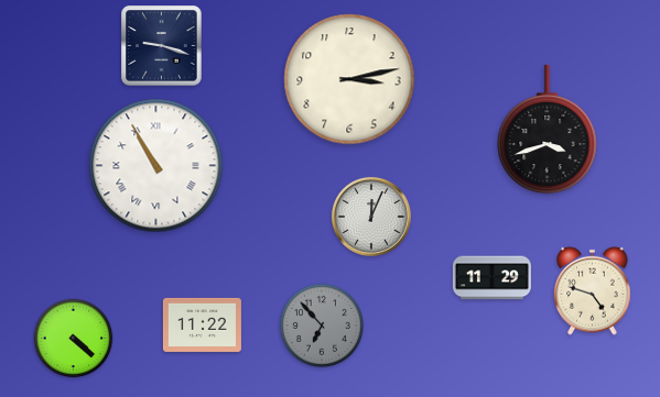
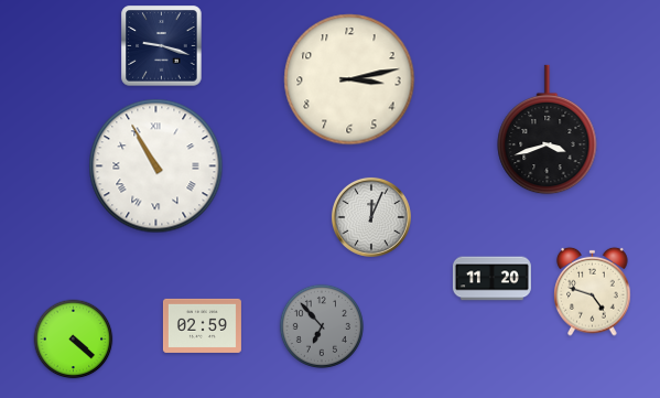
clock at (491, 278): 11:29 -> 11:20
clock at (202, 324): 11:22 -> 02:59
